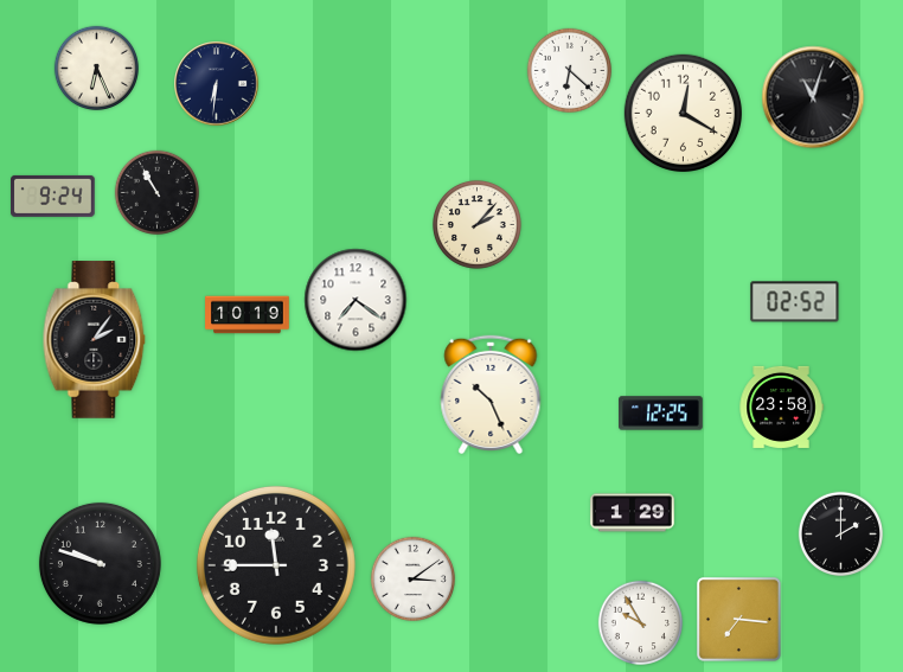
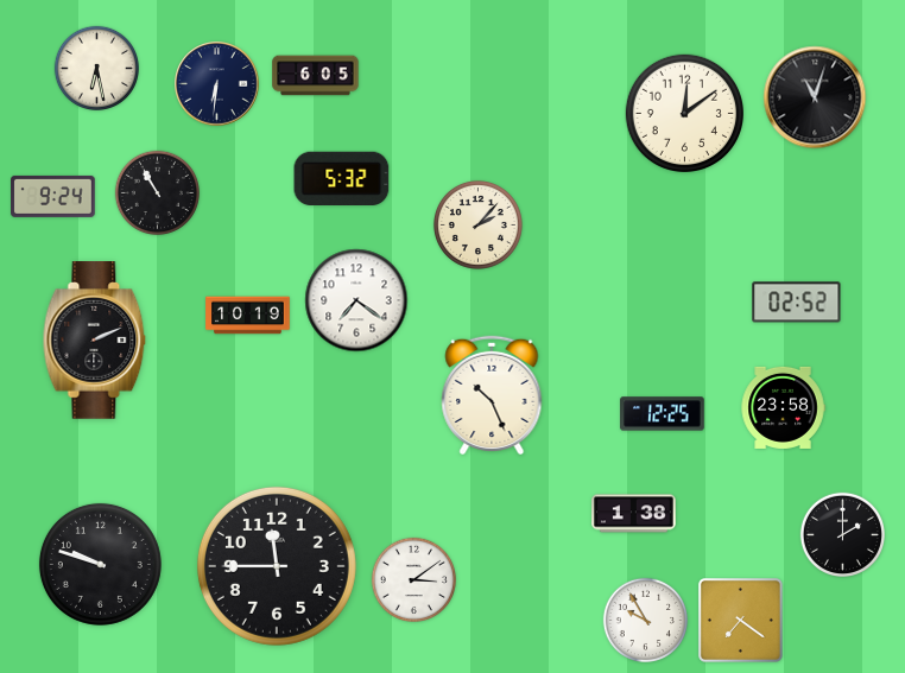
clock at (96, 68): 6:26 -> 6:28
clock at (569, 70): 6:22 -> none
clock at (316, 76): none -> 6:05
clock at (683, 113): 12:20 -> 12:09
clock at (342, 179): none -> 5:32
clock at (95, 340): 2:06 -> 2:11
clock at (633, 513): 1:29 -> 1:38
clock at (738, 619): 7:16 -> 7:21
clock at (640, 622) position: (640, 622) -> (645, 620)
